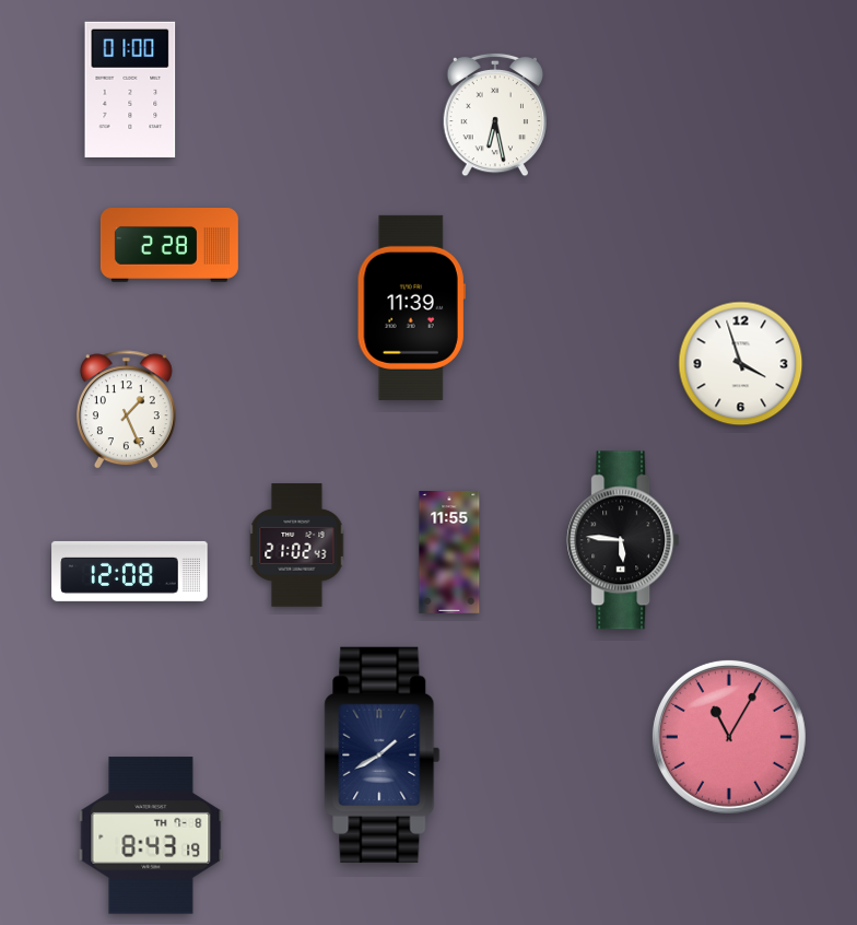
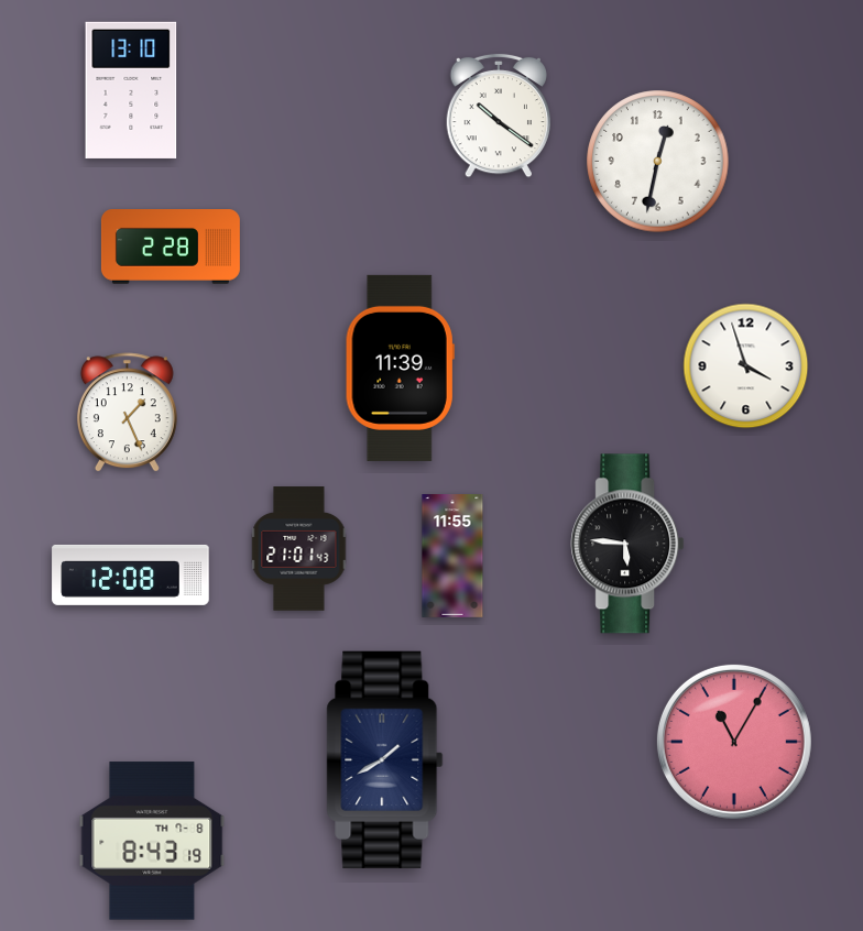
clock at (130, 90): 01:00 -> 13:10
clock at (494, 115): 6:28 -> 10:21
clock at (658, 162): none -> 12:32
clock at (411, 307) position: (411, 307) -> (400, 368)
clock at (297, 546): 21:02 -> 21:01
